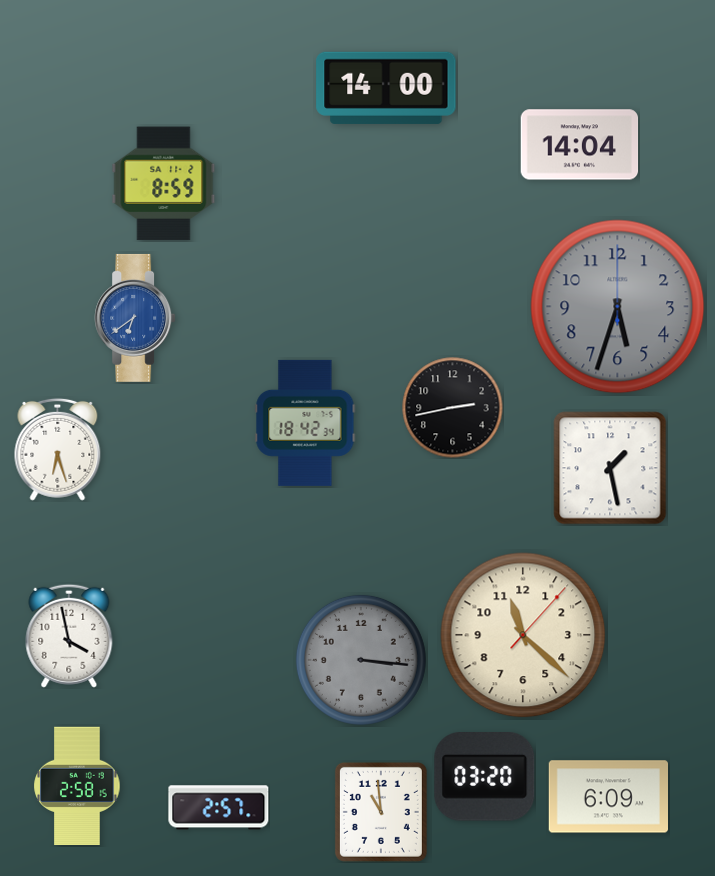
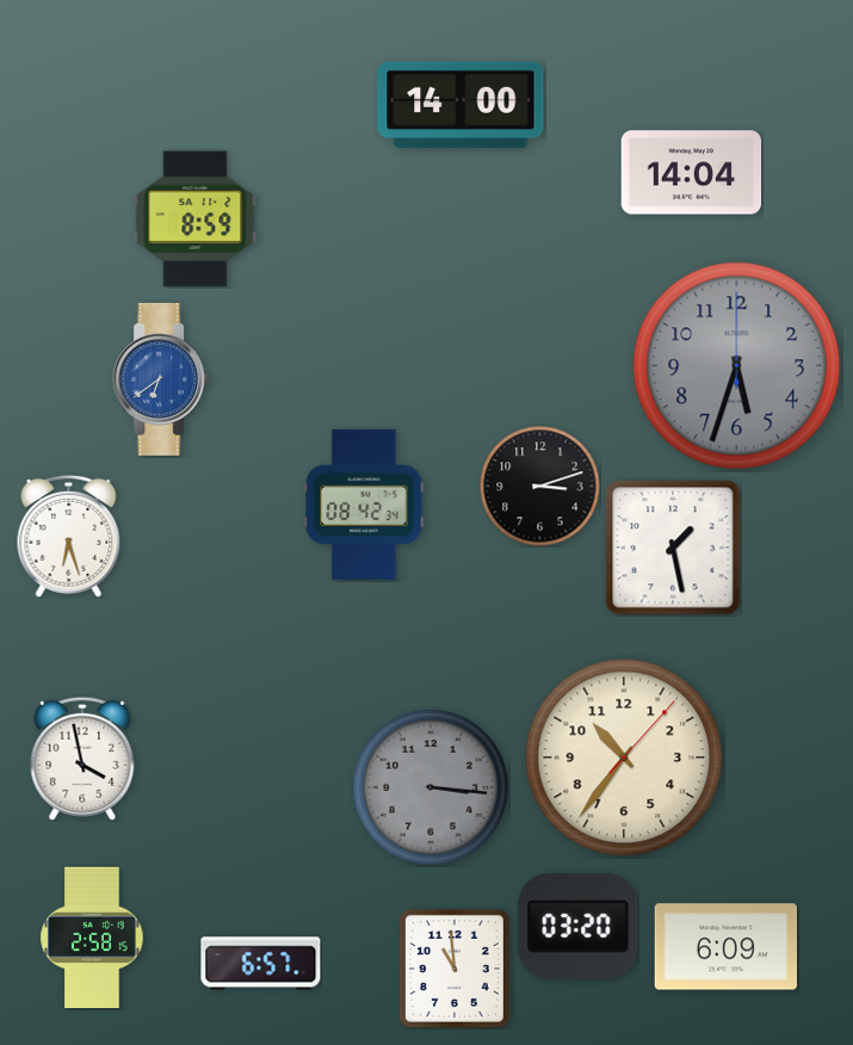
clock at (453, 408): 2:43 -> 3:12
clock at (305, 423): 18:42 -> 08:42
clock at (610, 468) position: (610, 468) -> (673, 548)
clock at (523, 635): 11:22 -> 10:36
clock at (608, 797) position: (608, 797) -> (725, 947)
clock at (219, 808): 2:57 -> 6:57
